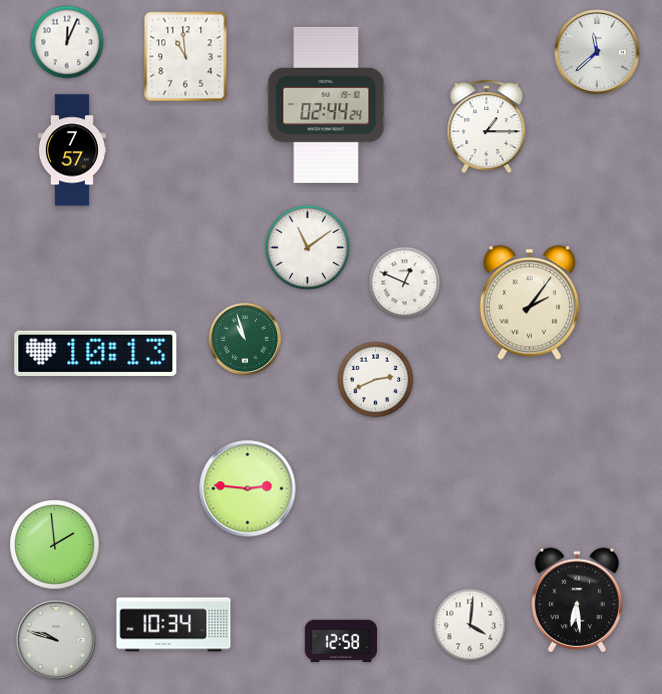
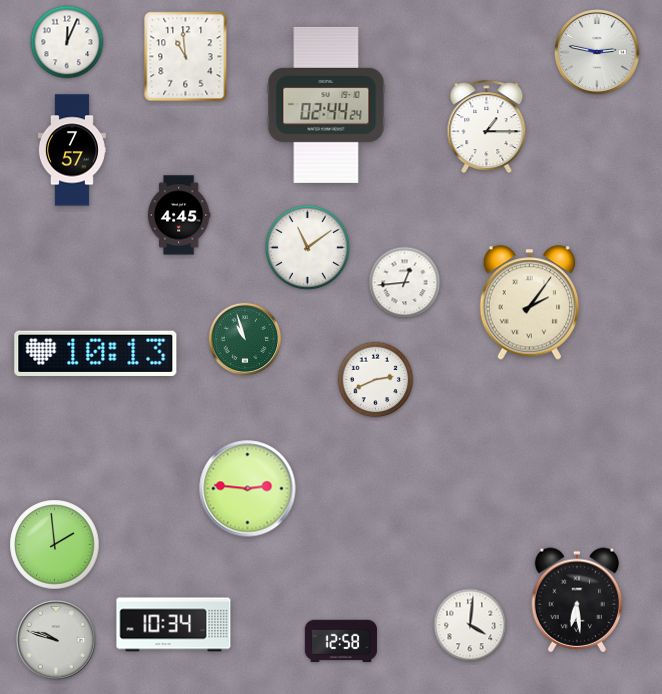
clock at (598, 53): 11:38 -> 2:47
clock at (179, 215): none -> 4:45
clock at (405, 283): 12:49 -> 12:44
